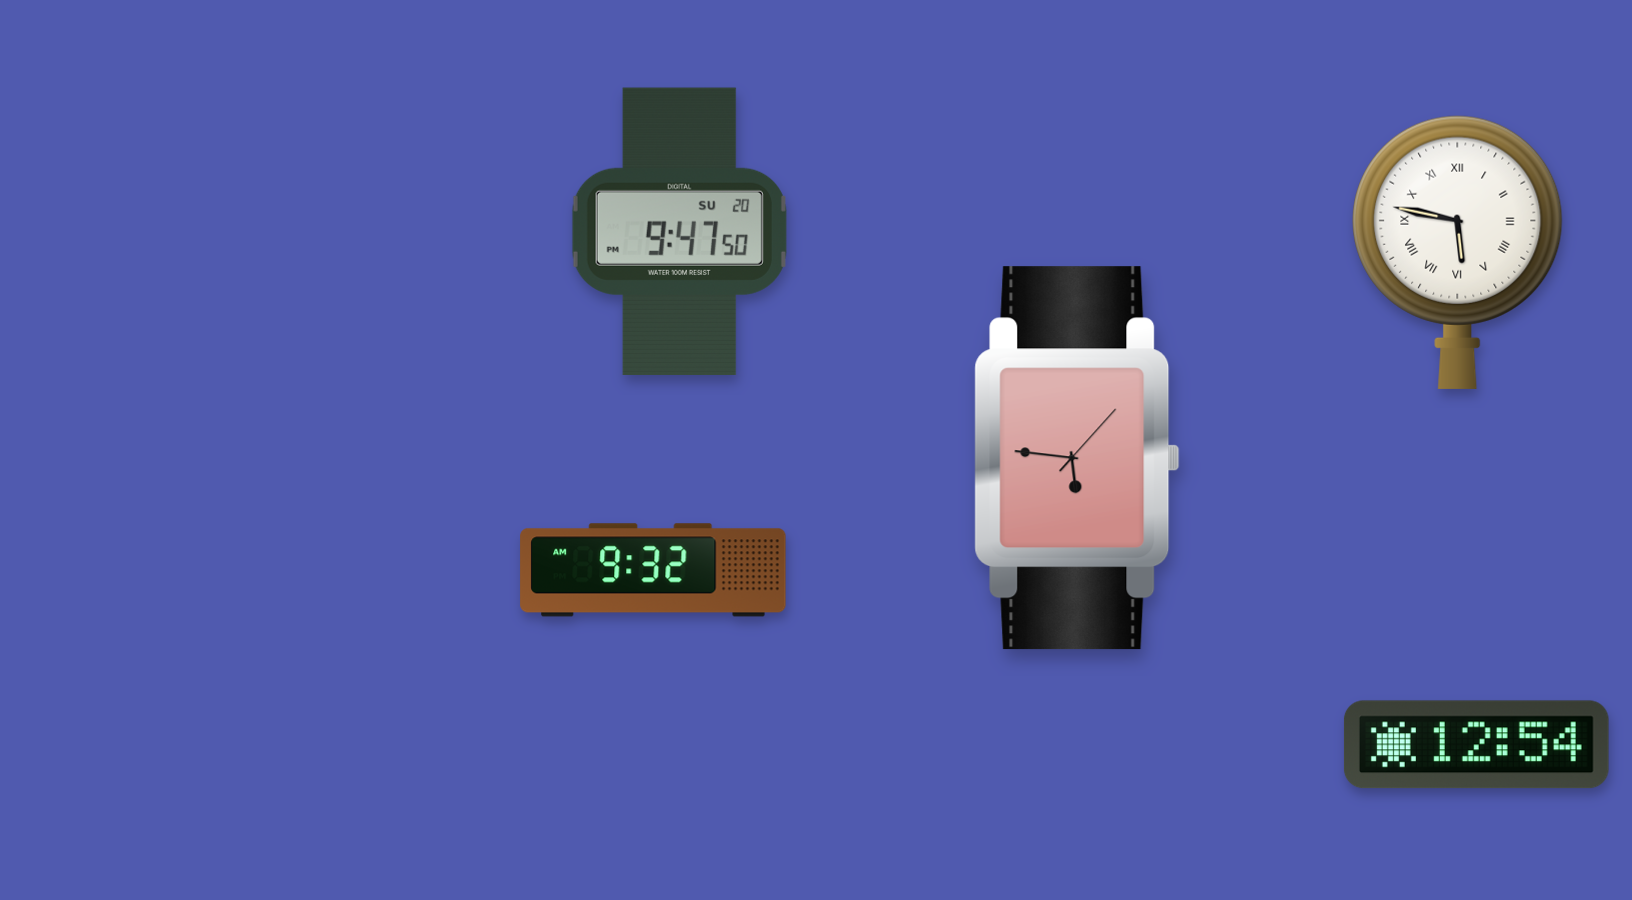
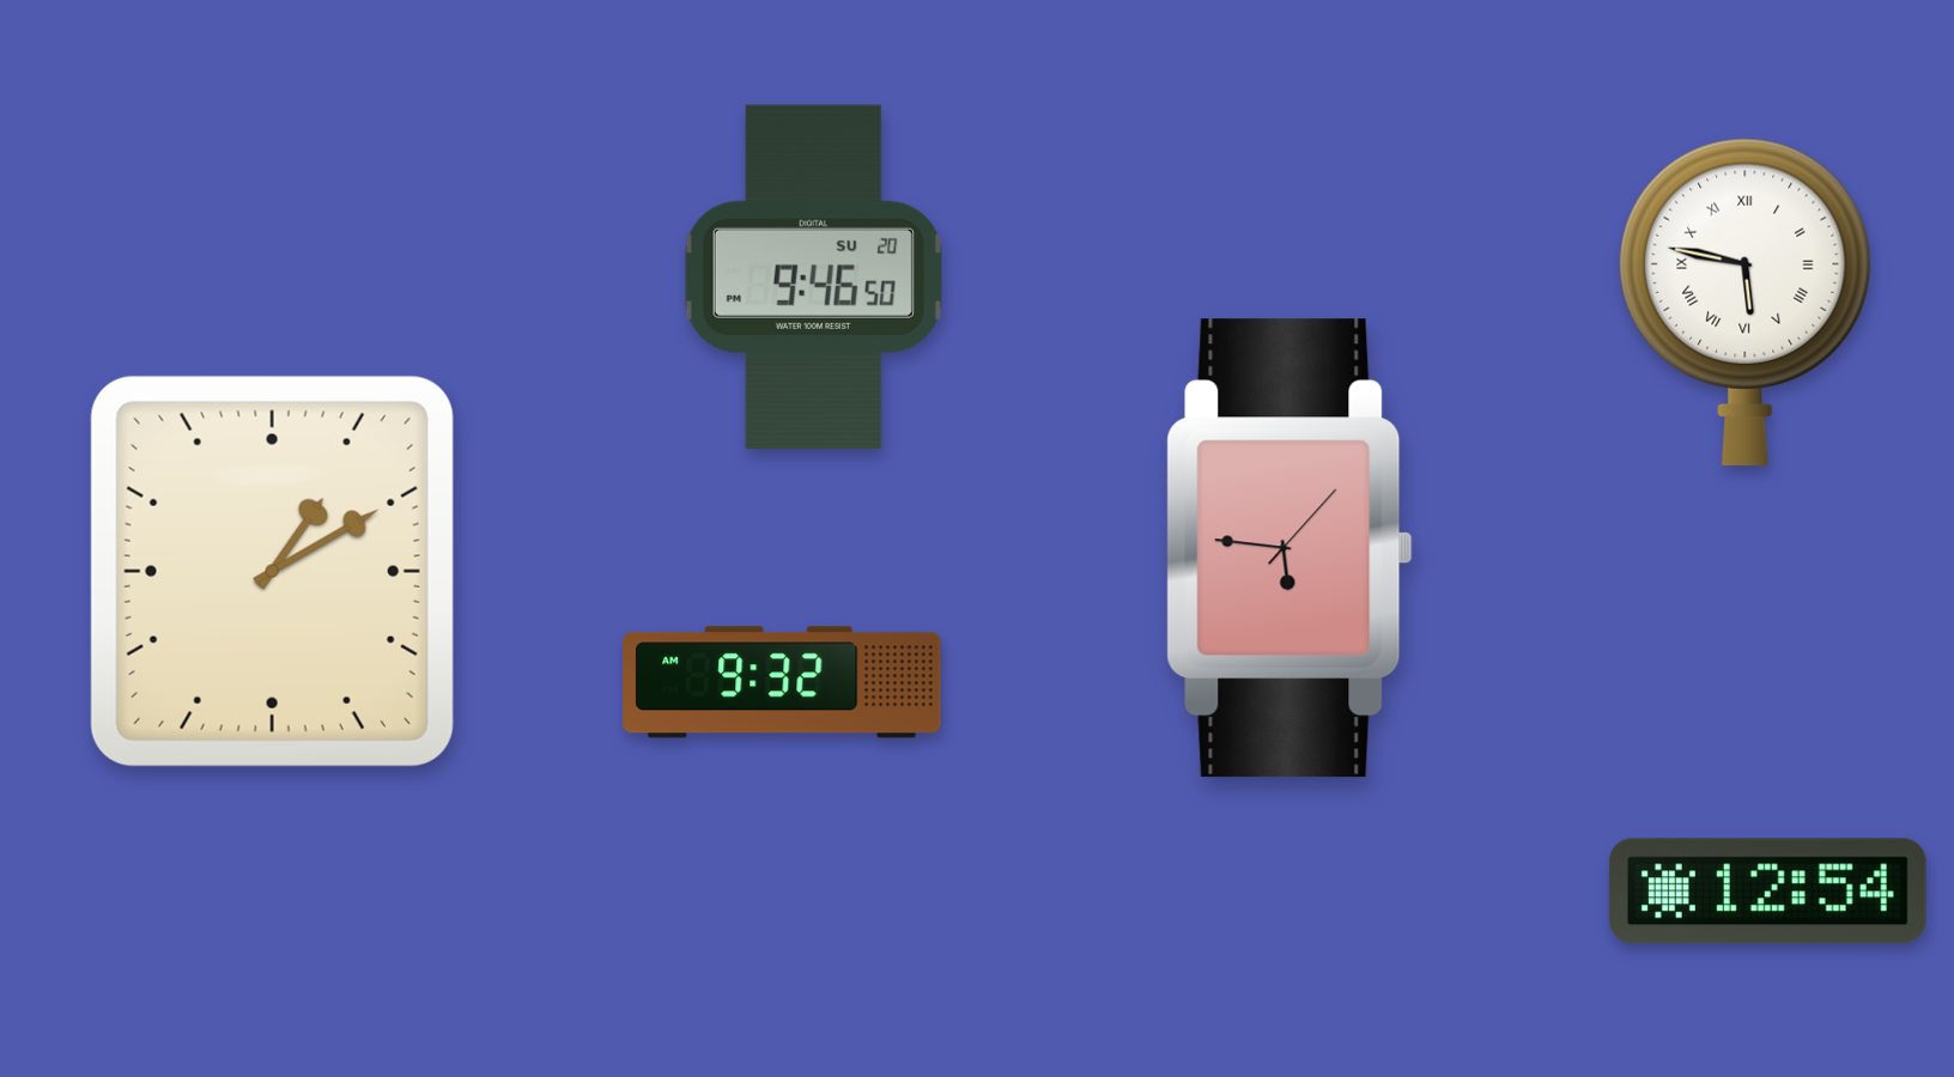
clock at (679, 231): 9:47 -> 9:46
clock at (272, 571): none -> 1:10
